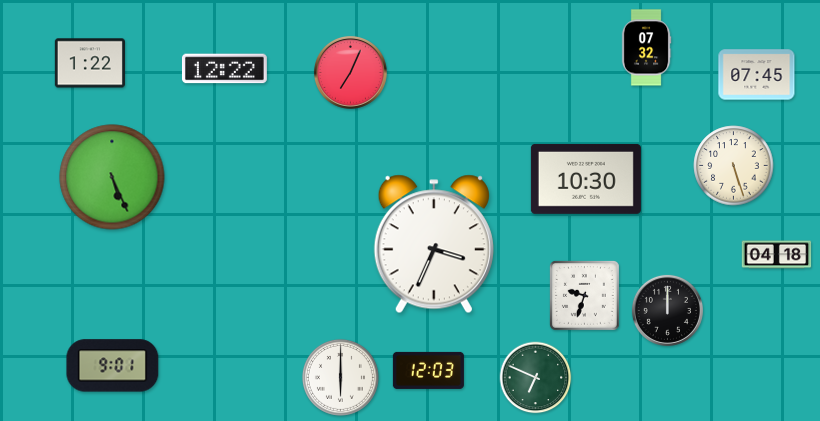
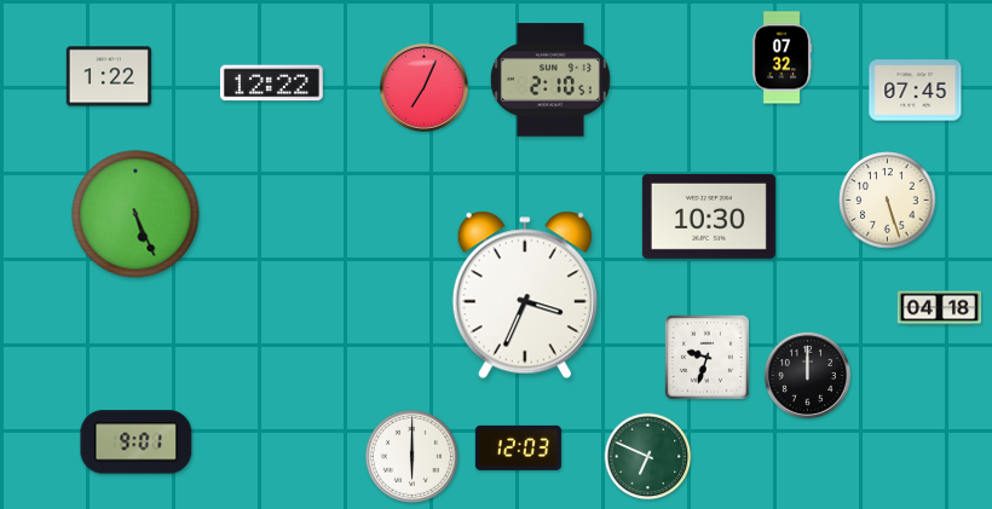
clock at (550, 80): none -> 2:10
